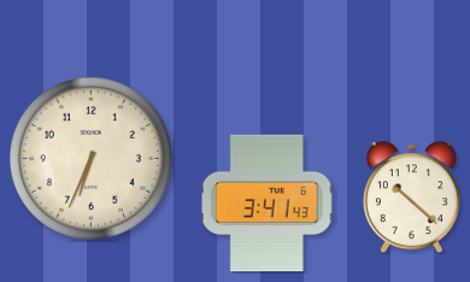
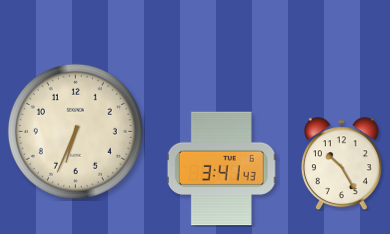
clock at (411, 196): 10:22 -> 10:25
